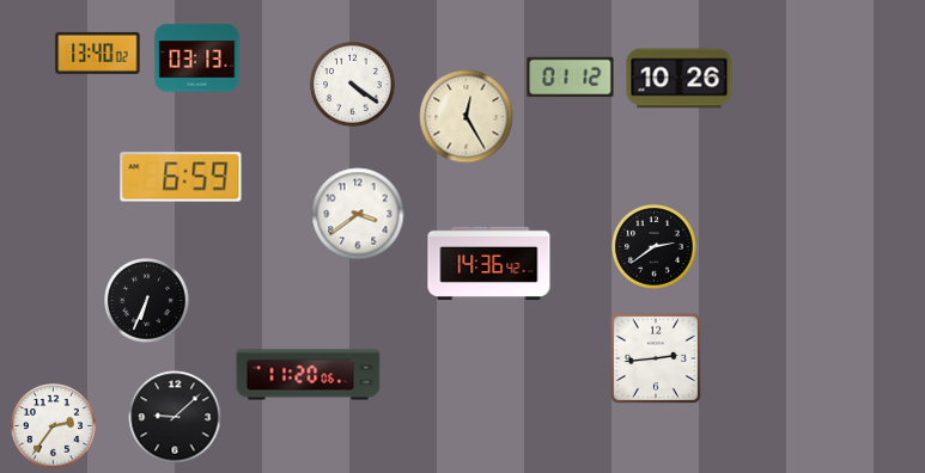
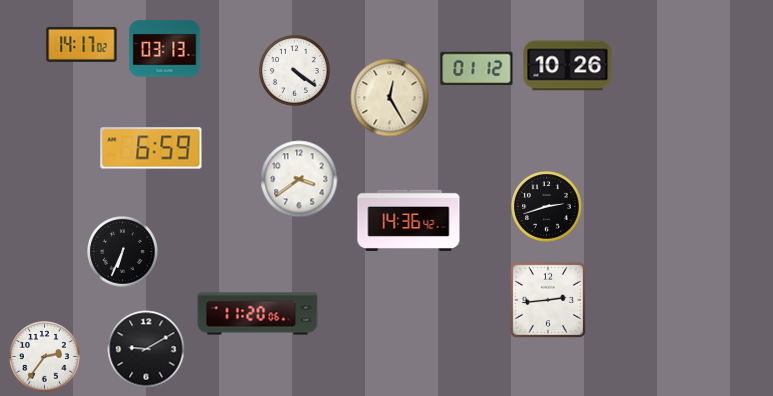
clock at (98, 53): 13:40 -> 14:17
clock at (571, 78) position: (571, 78) -> (477, 69)
clock at (655, 247): 2:39 -> 2:42
clock at (175, 417): 9:08 -> 9:10
